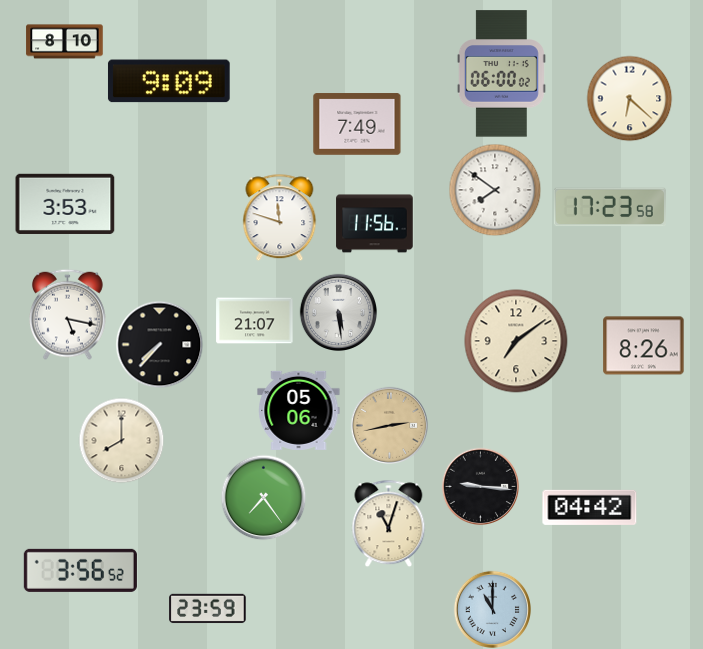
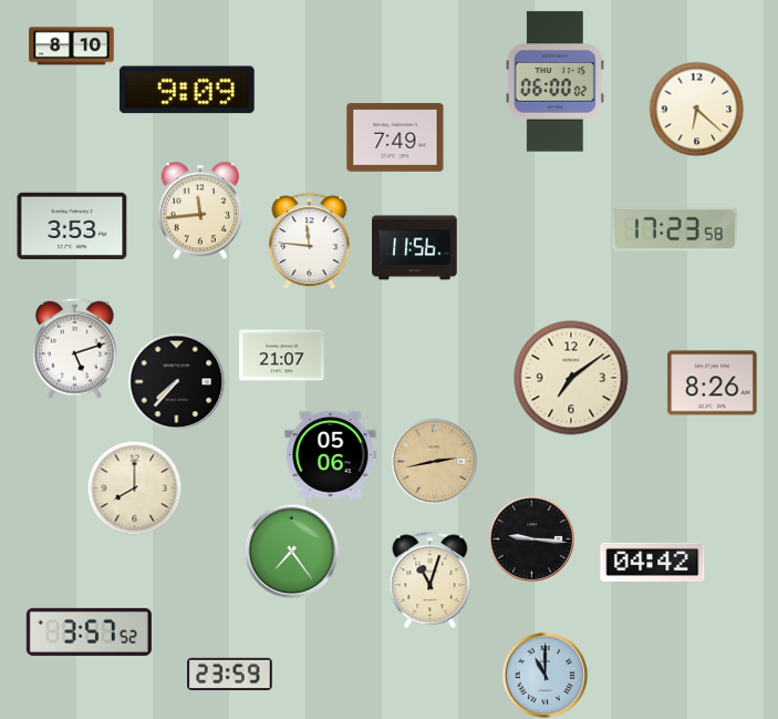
clock at (200, 210): none -> 11:44
clock at (495, 190): 7:51 -> none
clock at (280, 217): 11:48 -> 11:46
clock at (338, 312): 5:29 -> none
clock at (67, 314): 5:17 -> 5:12
clock at (389, 425) position: (389, 425) -> (434, 461)
clock at (80, 570): 3:56 -> 3:57
